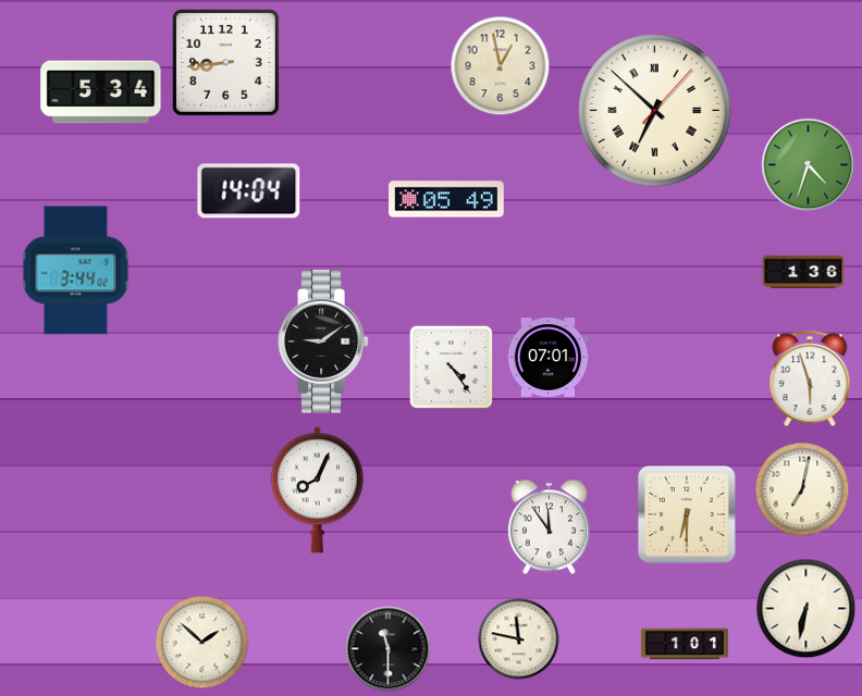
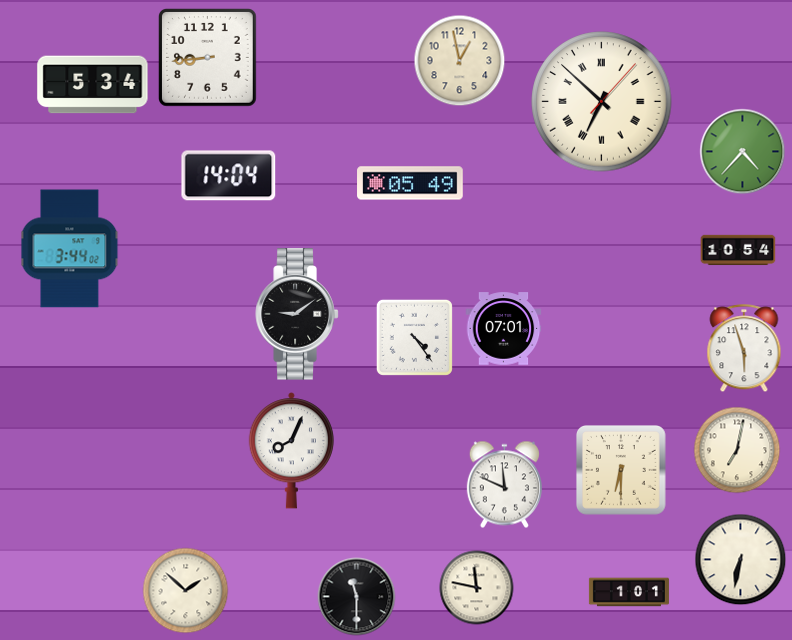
clock at (809, 165): 4:33 -> 4:37
clock at (803, 272): 1:36 -> 10:54
clock at (688, 515) position: (688, 515) -> (622, 471)
clock at (549, 527): 11:54 -> 11:49
